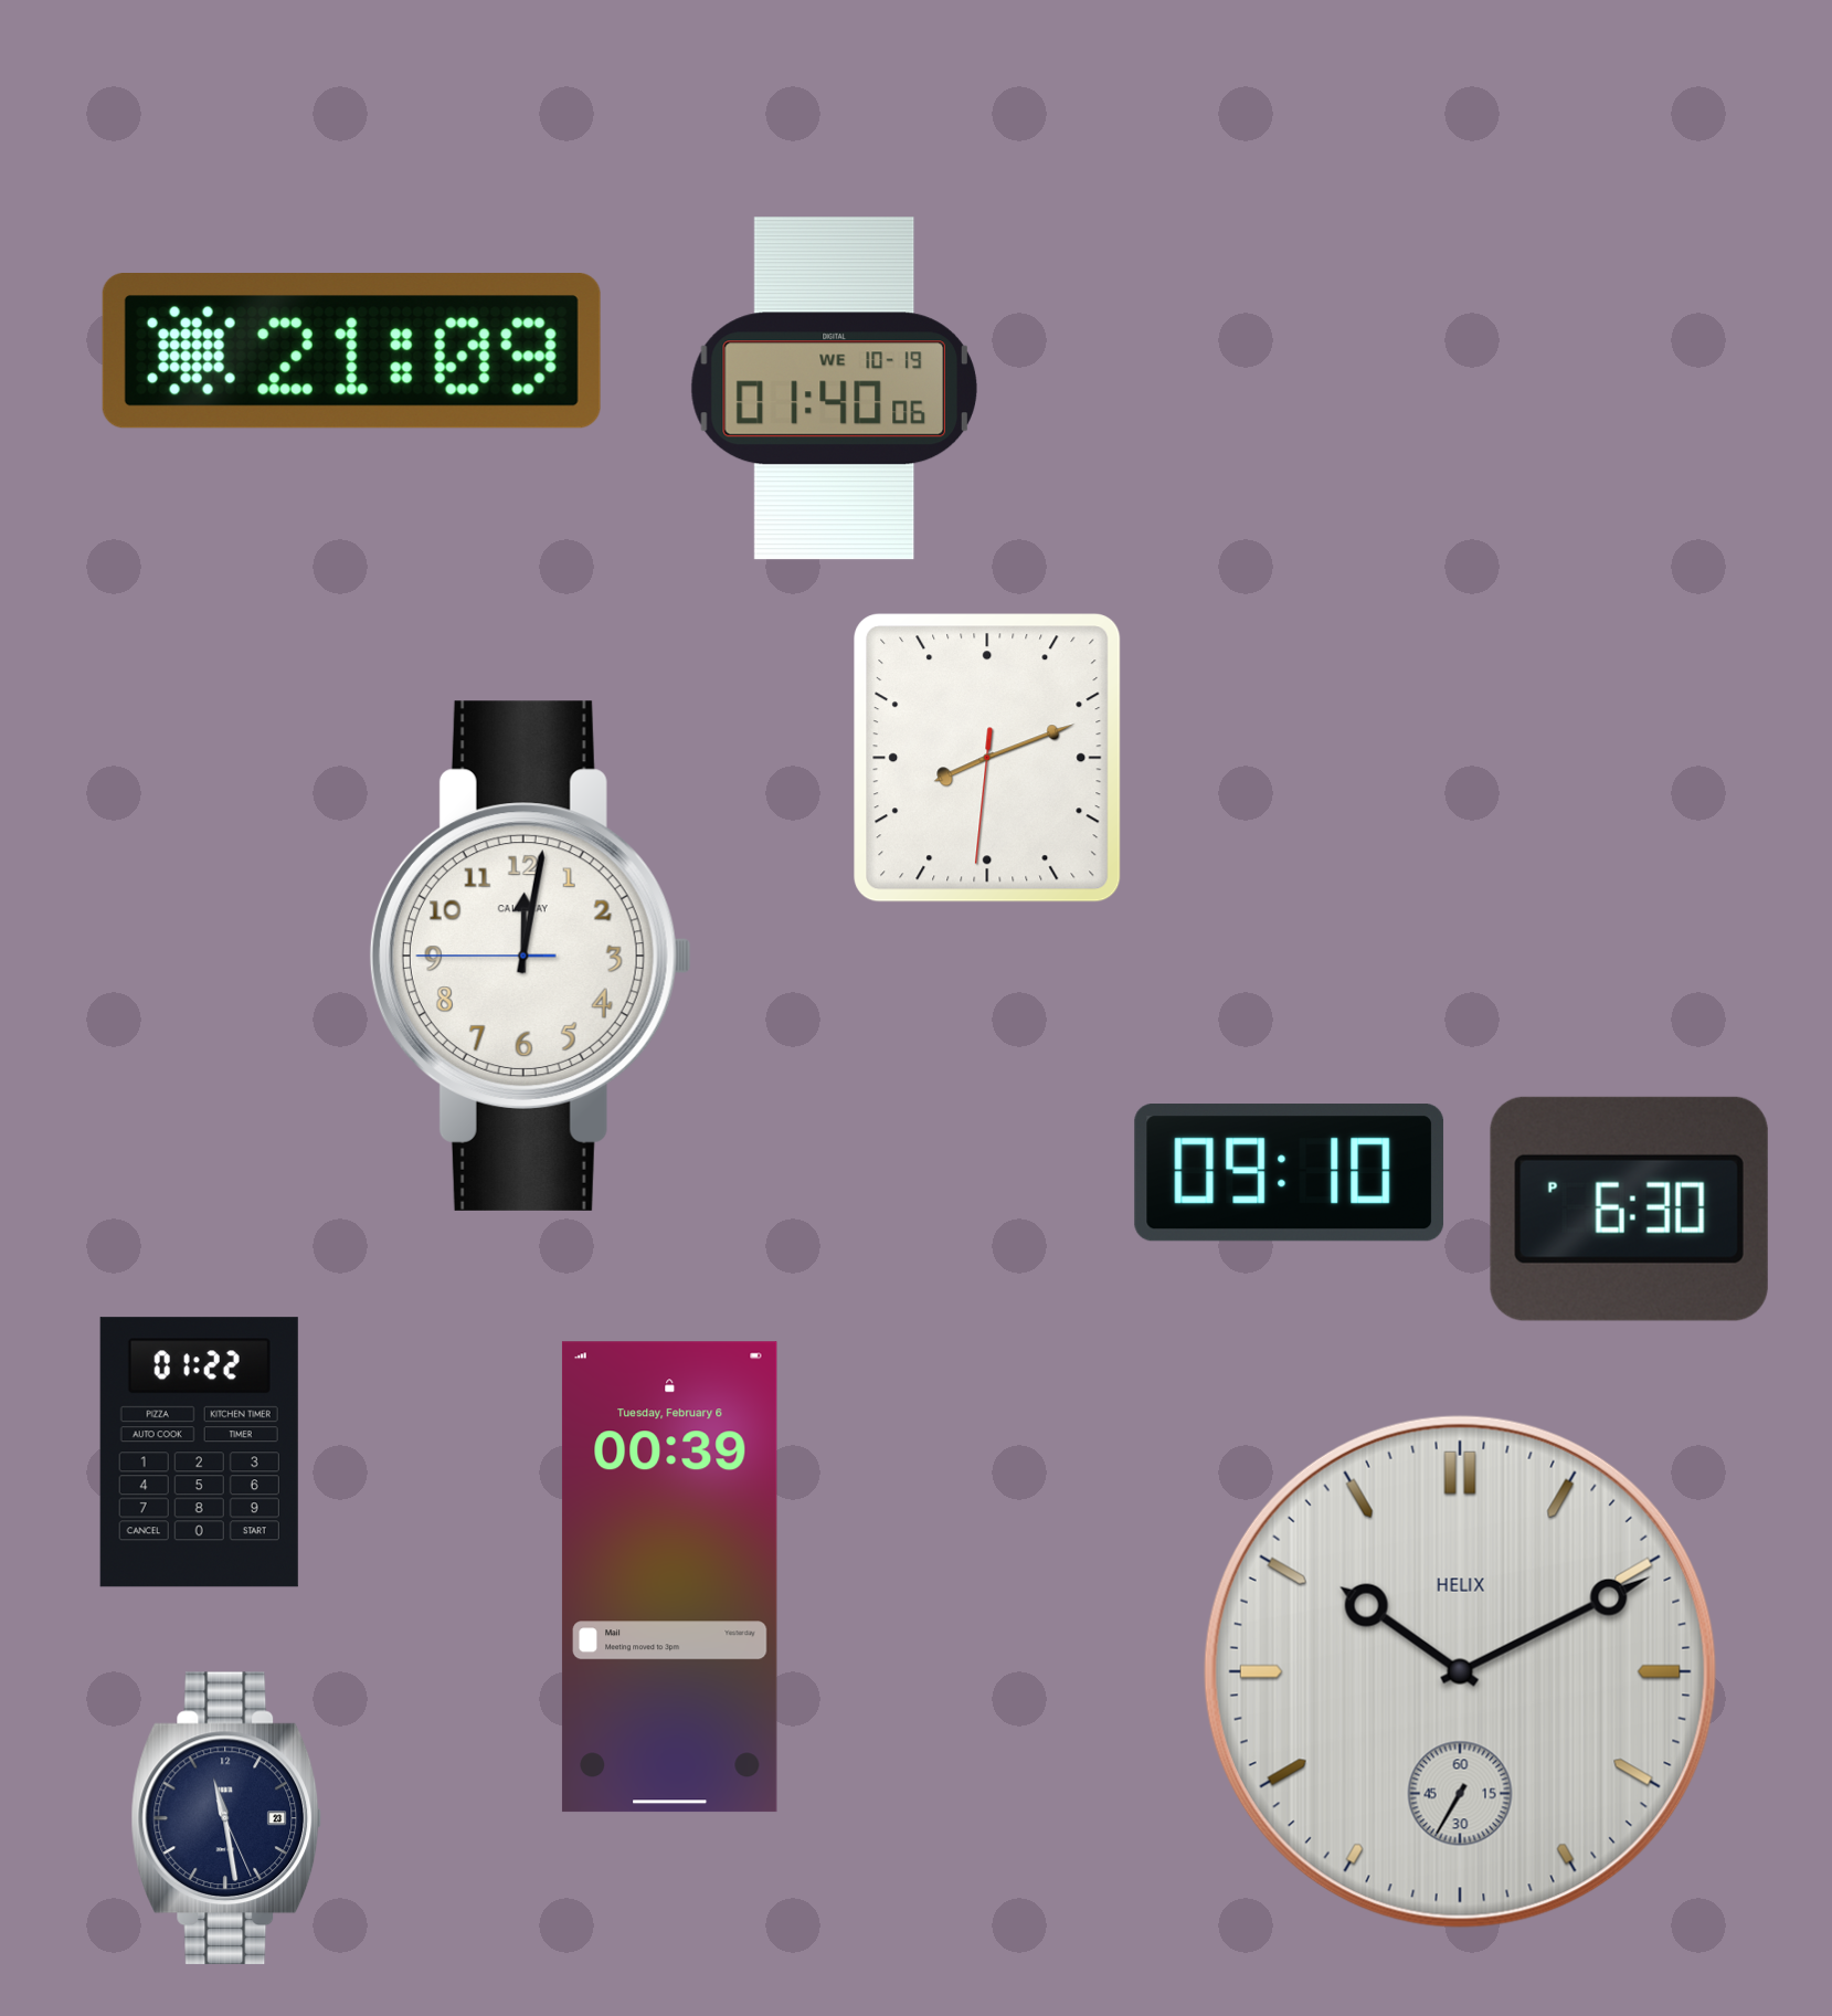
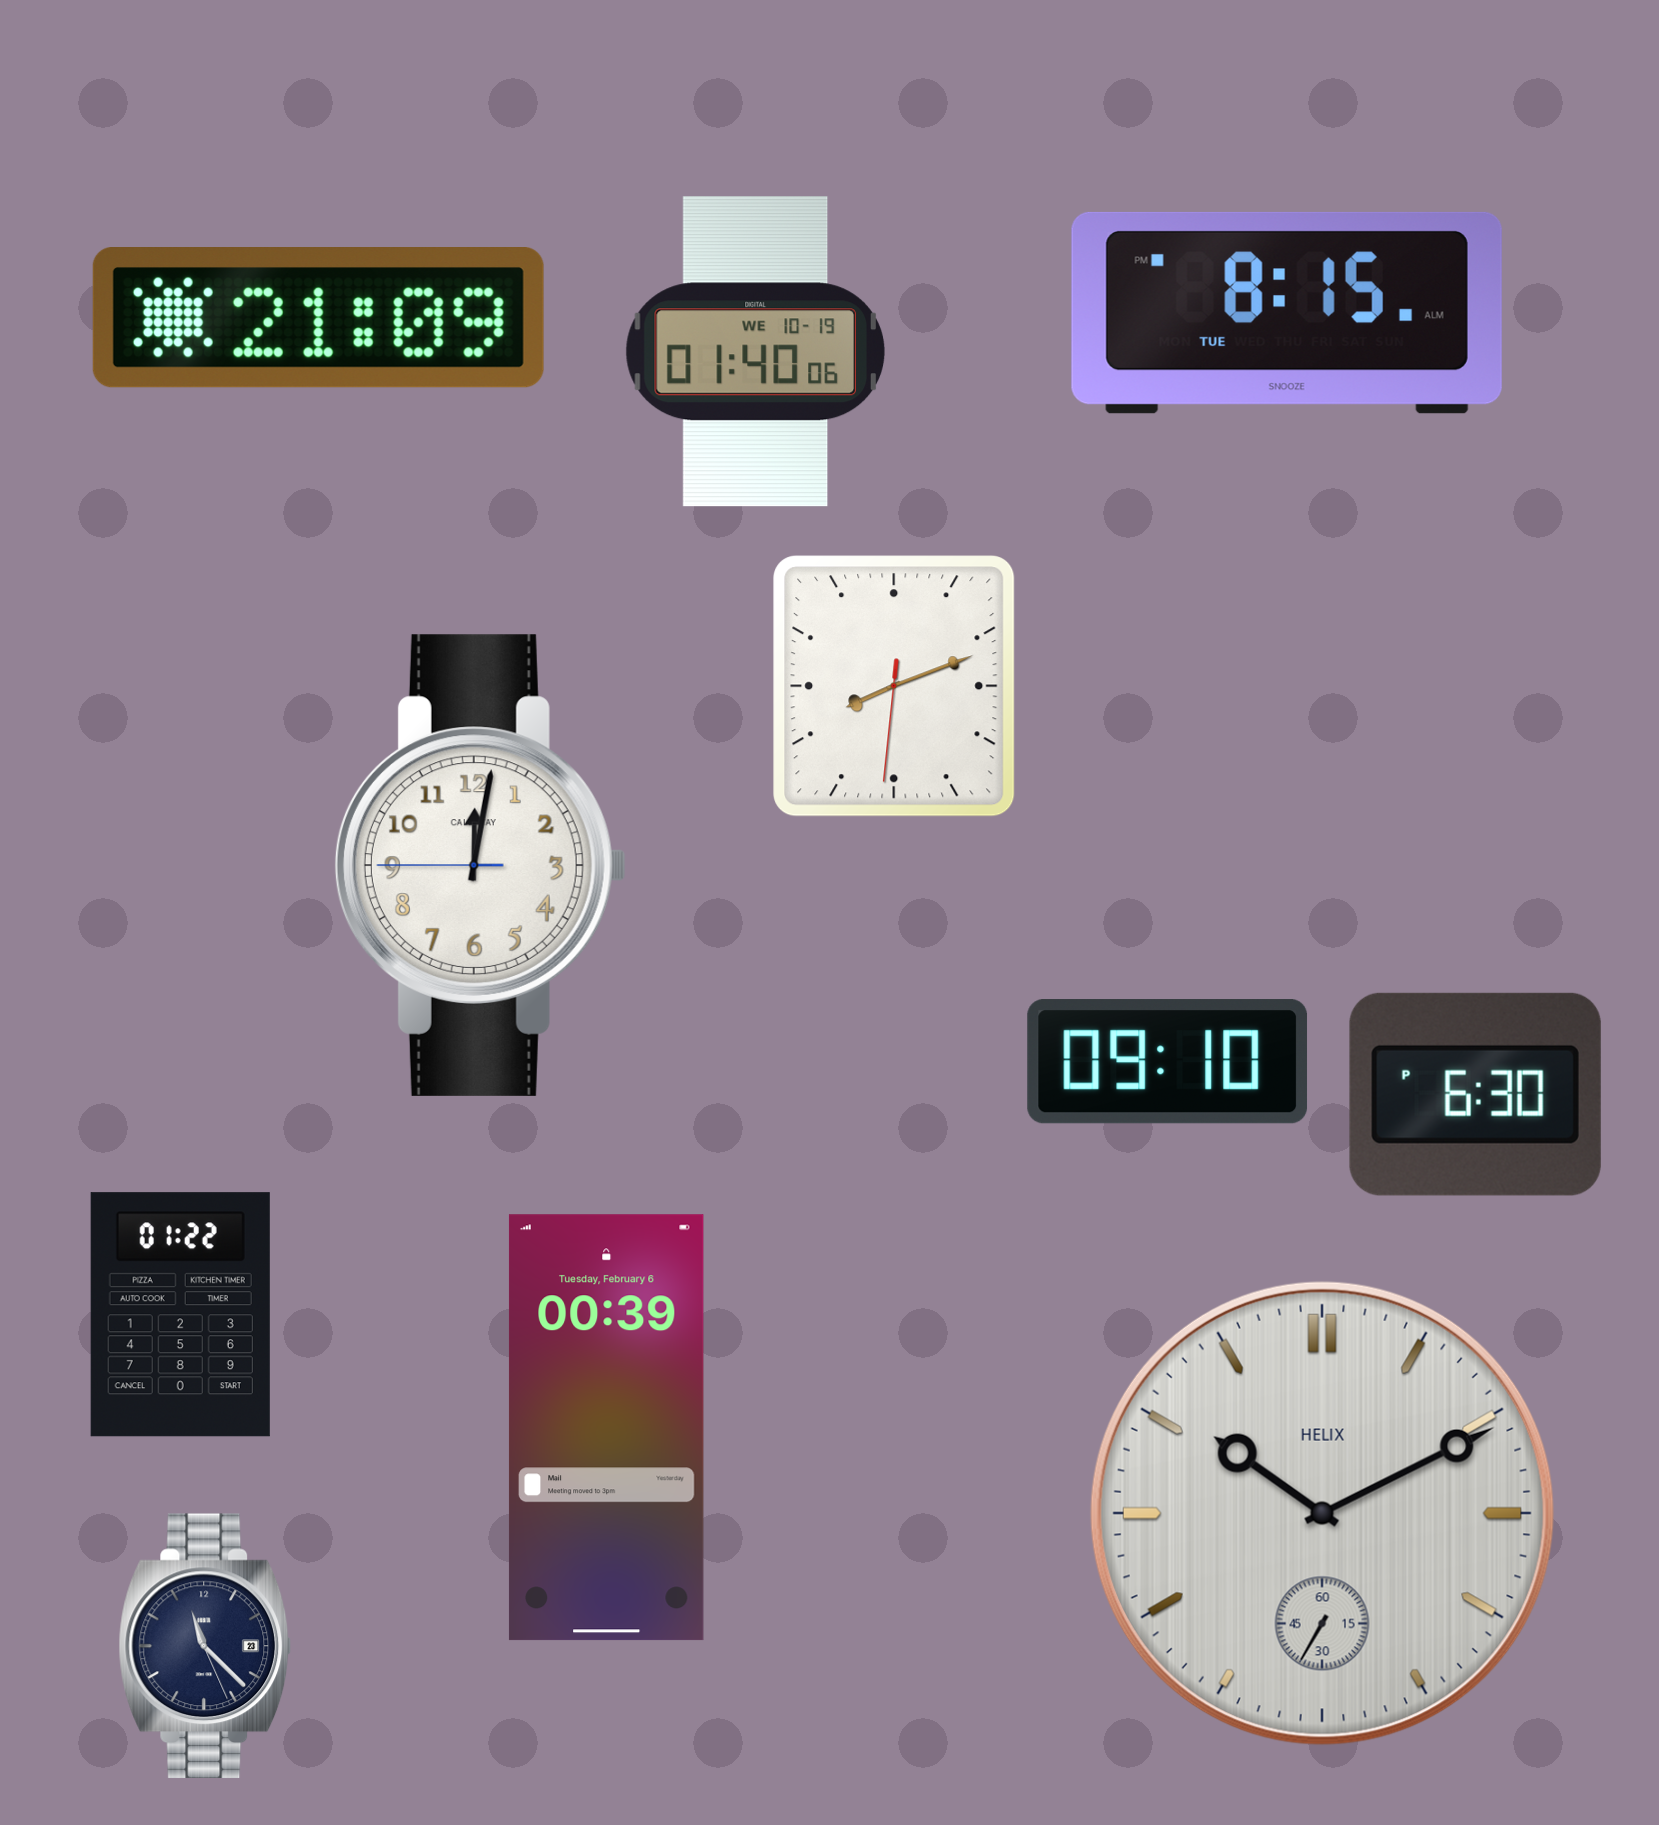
clock at (1287, 313): none -> 8:15
clock at (226, 1818): 11:28 -> 11:22
